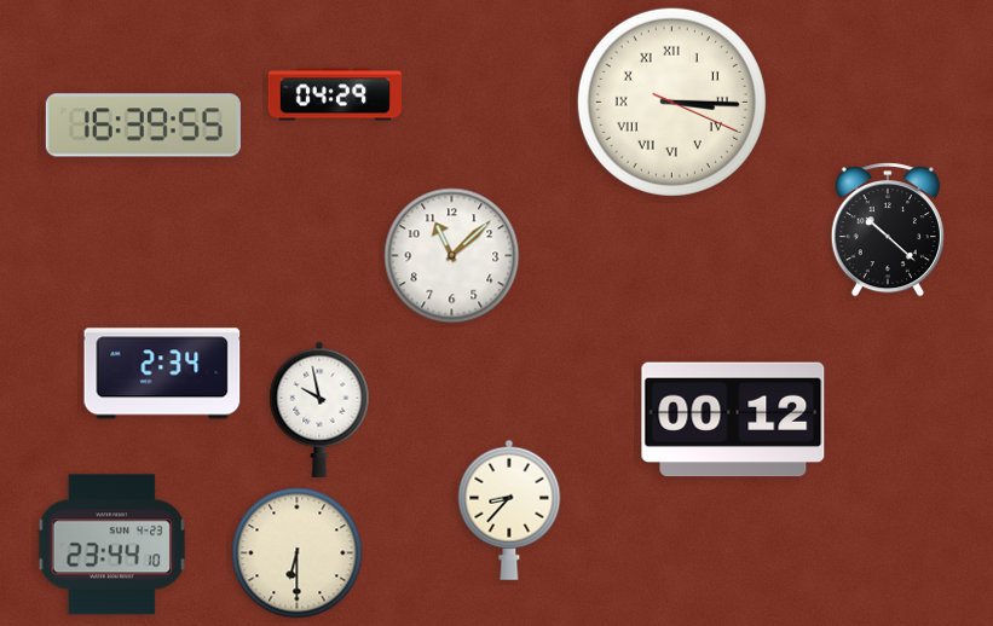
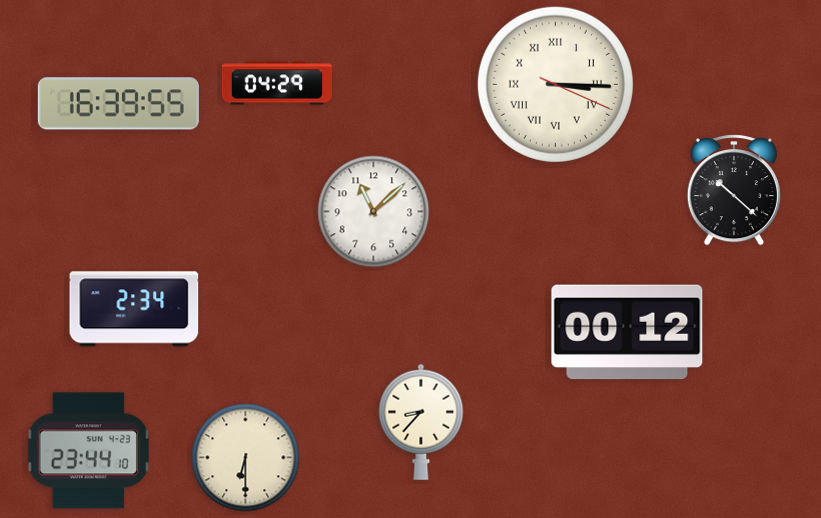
clock at (335, 94) position: (335, 94) -> (277, 83)
clock at (319, 410): 9:58 -> none
clock at (733, 419) position: (733, 419) -> (627, 332)
clock at (111, 545) position: (111, 545) -> (88, 451)
